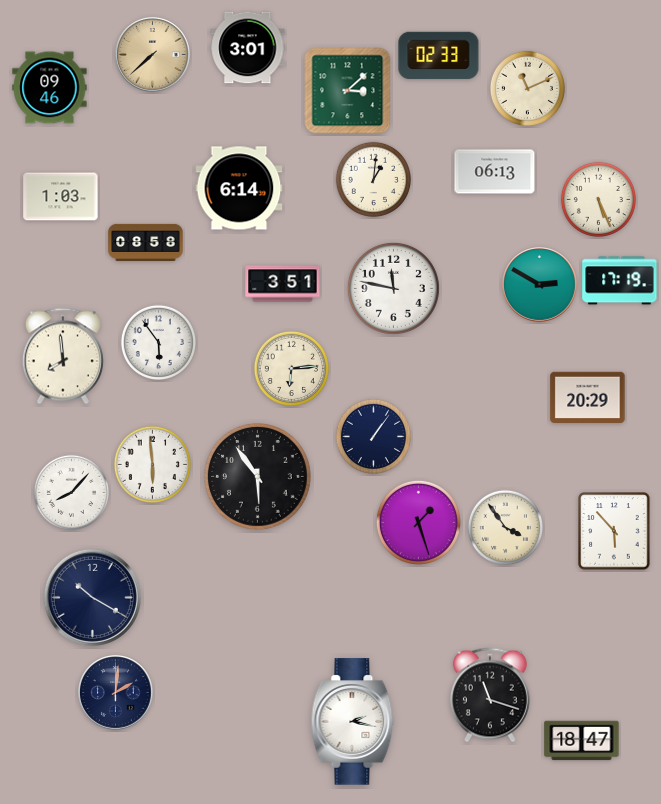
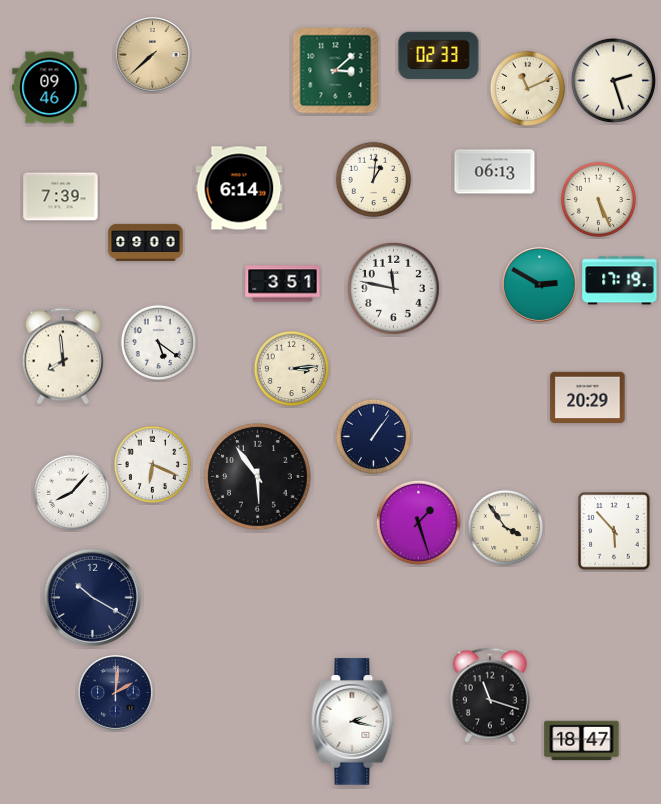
clock at (248, 48): 3:01 -> none
clock at (613, 80): none -> 2:27
clock at (348, 91) position: (348, 91) -> (336, 71)
clock at (61, 197): 1:03 -> 7:39
clock at (146, 242): 08:58 -> 09:00
clock at (158, 342): 5:54 -> 5:21
clock at (291, 368): 6:14 -> 3:14
clock at (152, 464): 5:59 -> 6:19
